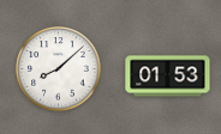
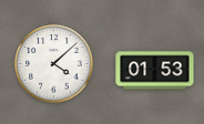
clock at (59, 69): 8:08 -> 4:08
